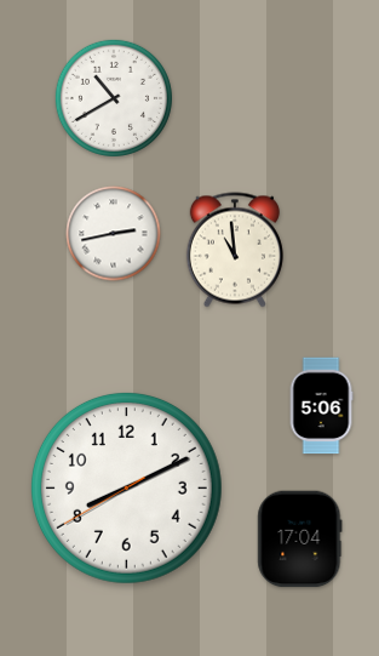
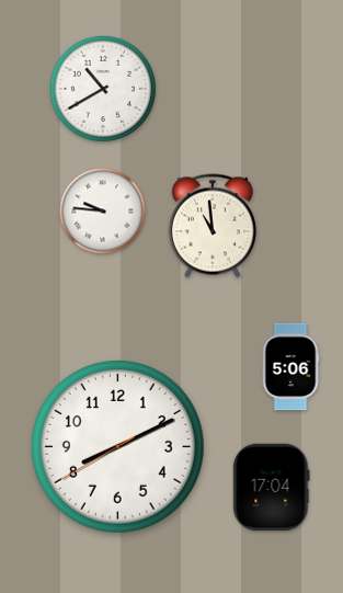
clock at (114, 234): 2:43 -> 9:46
clock at (126, 487) position: (126, 487) -> (117, 446)
